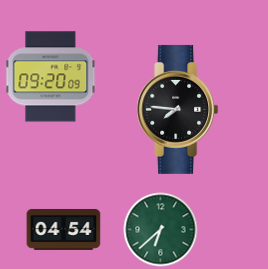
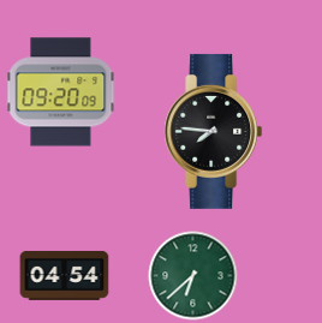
clock at (64, 229) position: (64, 229) -> (65, 275)
